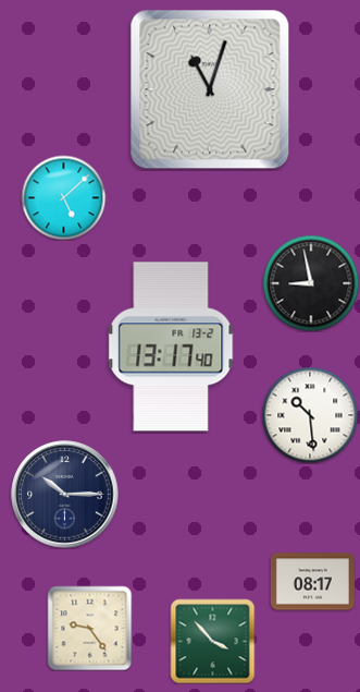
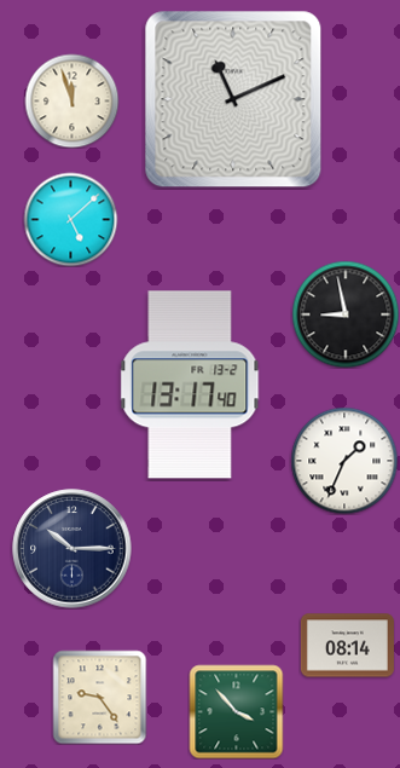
clock at (210, 89): 11:03 -> 11:11
clock at (71, 100): none -> 11:57
clock at (310, 415): 10:29 -> 1:34
clock at (312, 582): 08:17 -> 08:14
